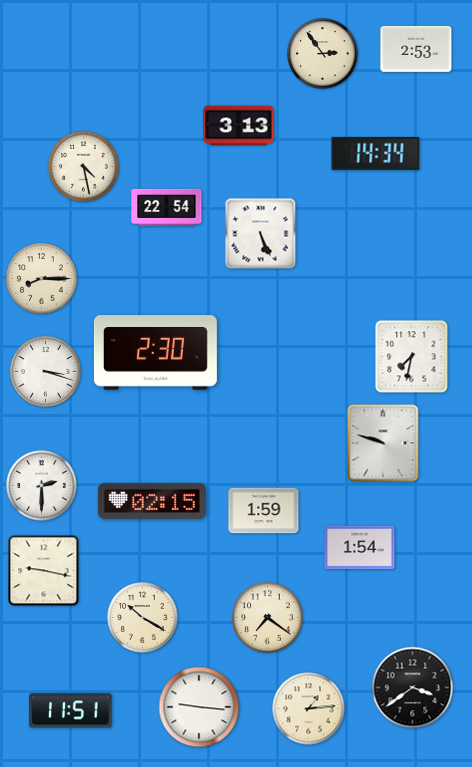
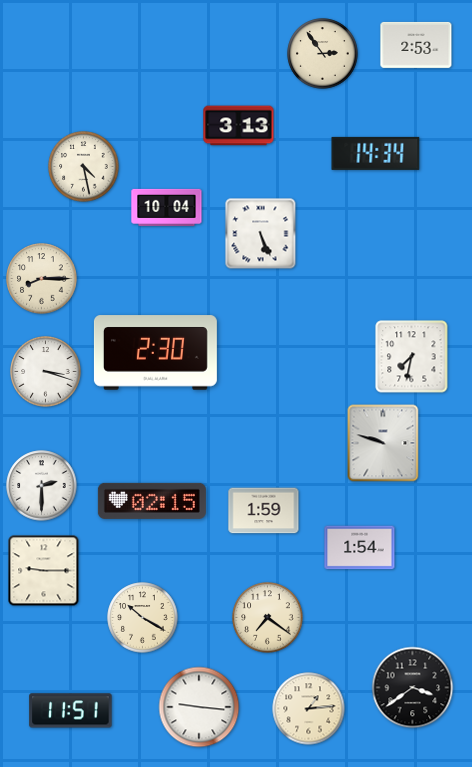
clock at (416, 49) position: (416, 49) -> (416, 45)
clock at (167, 207): 22:54 -> 10:04
clock at (44, 571): 9:17 -> 9:15
